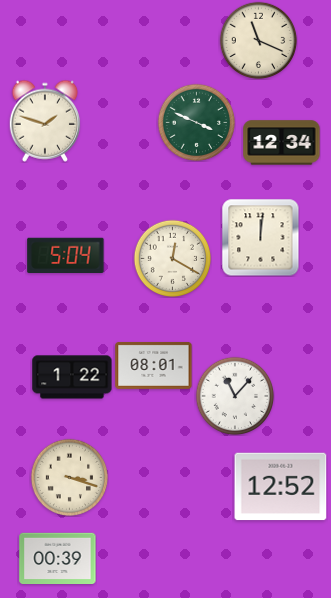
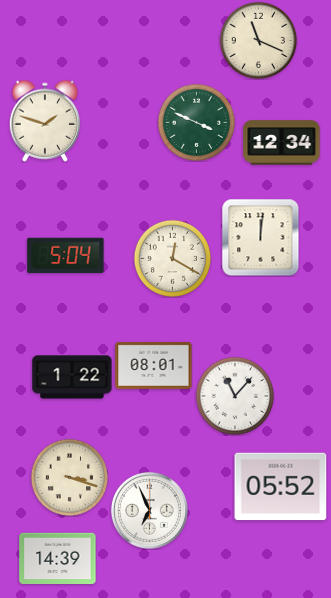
clock at (281, 487): 12:52 -> 05:52
clock at (149, 510): none -> 6:56
clock at (58, 558): 00:39 -> 14:39
